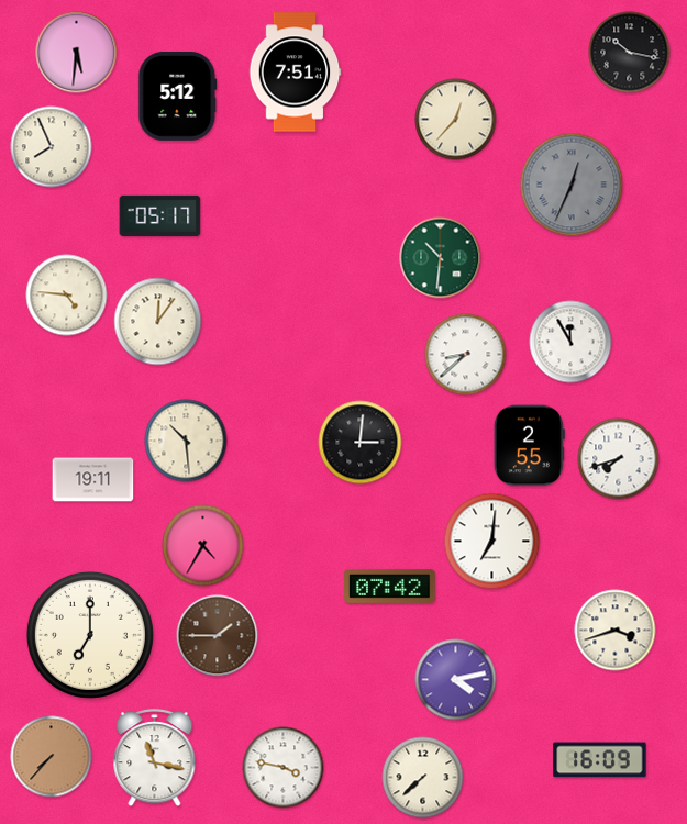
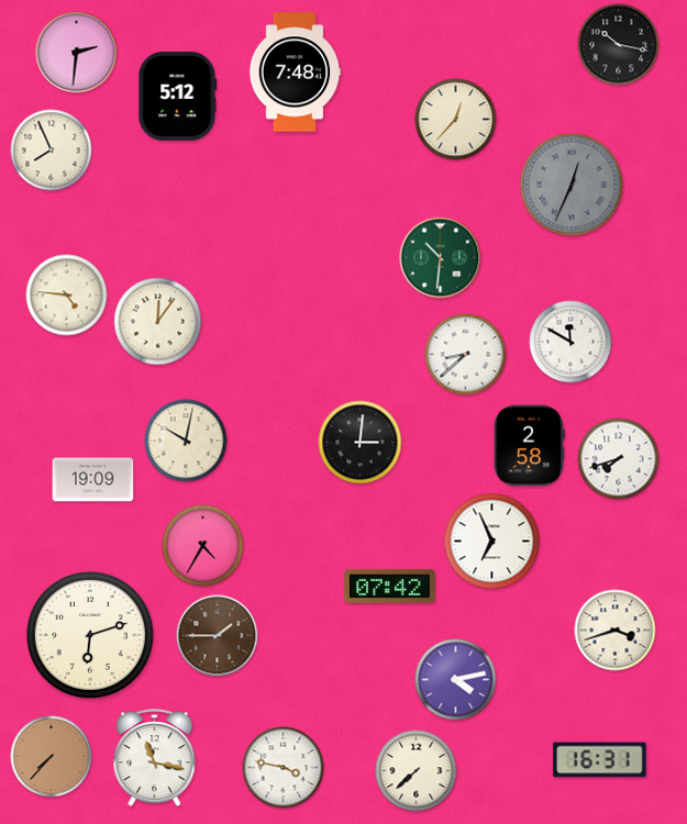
clock at (77, 53): 5:31 -> 2:31
clock at (630, 53) position: (630, 53) -> (619, 45)
clock at (295, 73): 7:51 -> 7:48
clock at (52, 147) position: (52, 147) -> (52, 151)
clock at (160, 215): 05:17 -> none
clock at (570, 342): 11:55 -> 11:50
clock at (186, 441): 10:29 -> 10:02
clock at (529, 446): 2:55 -> 2:58
clock at (93, 480): 19:11 -> 19:09
clock at (492, 542): 7:01 -> 6:56
clock at (90, 635): 7:00 -> 6:12
clock at (600, 760): 16:09 -> 16:31
clock at (423, 778) position: (423, 778) -> (417, 771)
